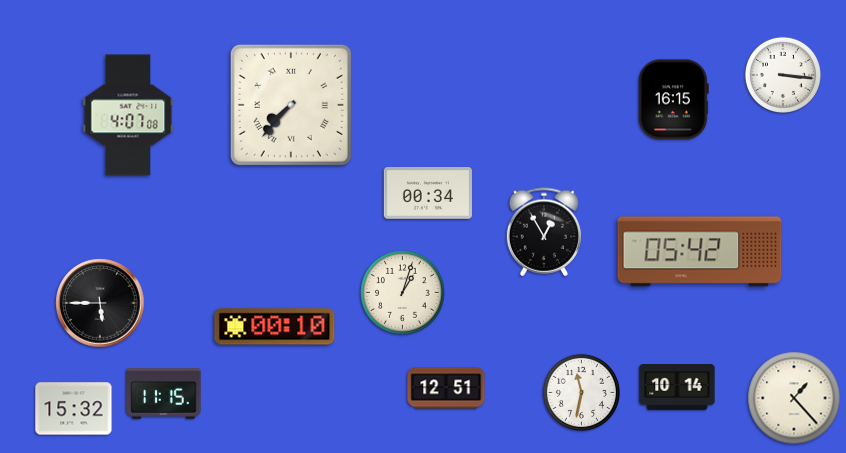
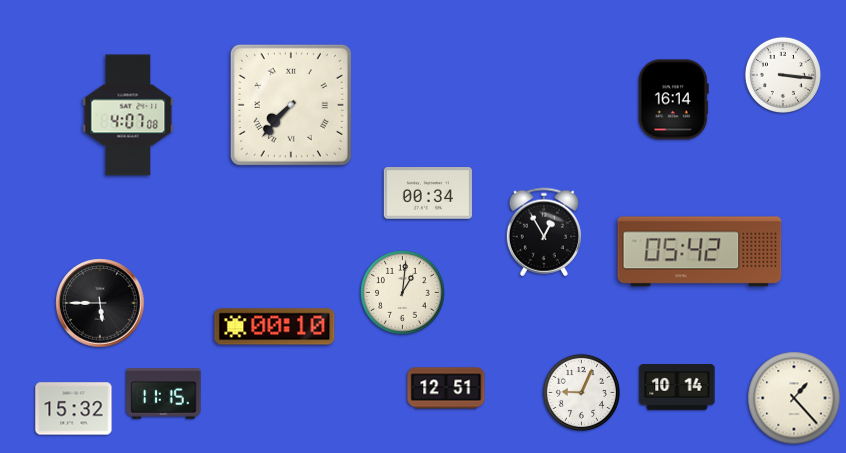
clock at (673, 100): 16:15 -> 16:14
clock at (403, 293): 1:03 -> 1:01
clock at (581, 392): 11:32 -> 9:04
